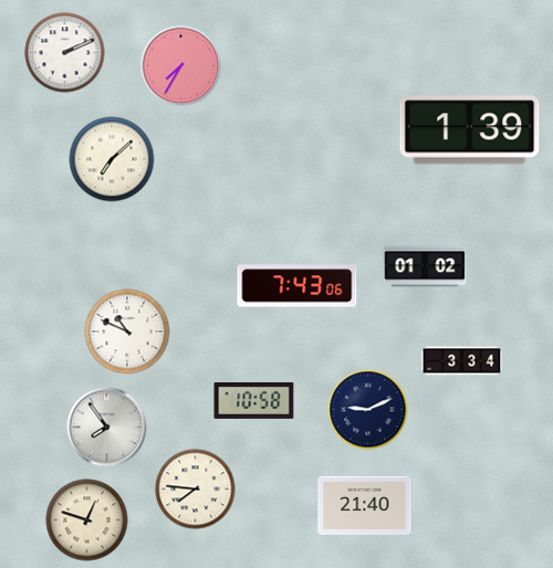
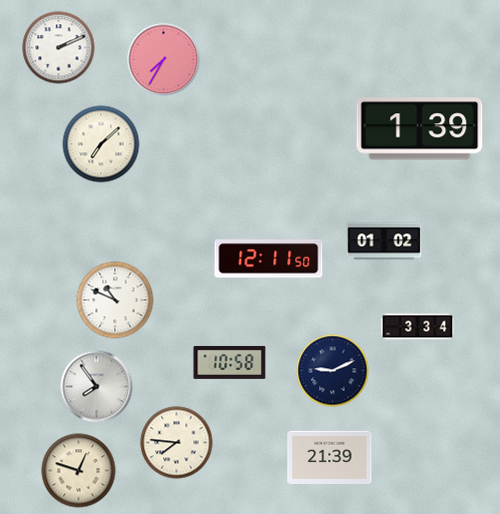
clock at (470, 130) position: (470, 130) -> (420, 129)
clock at (298, 286): 7:43 -> 12:11
clock at (365, 505): 21:40 -> 21:39
